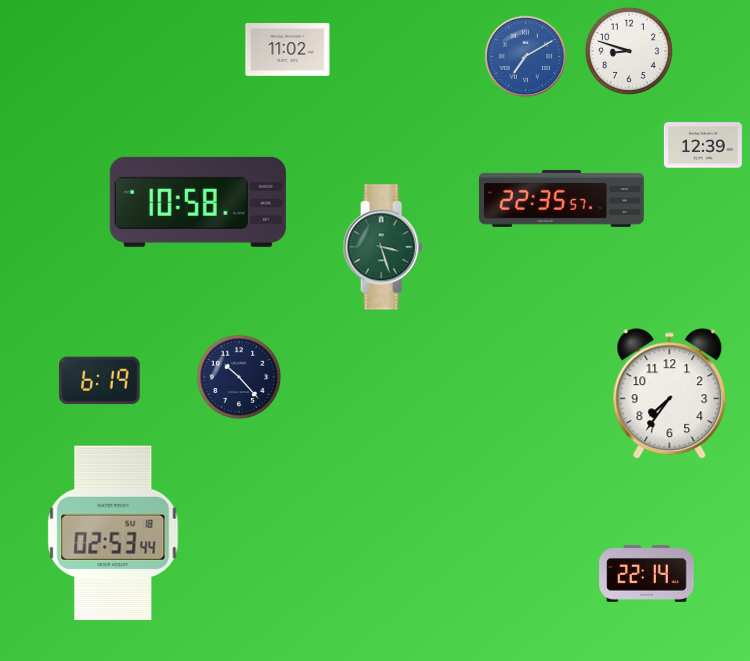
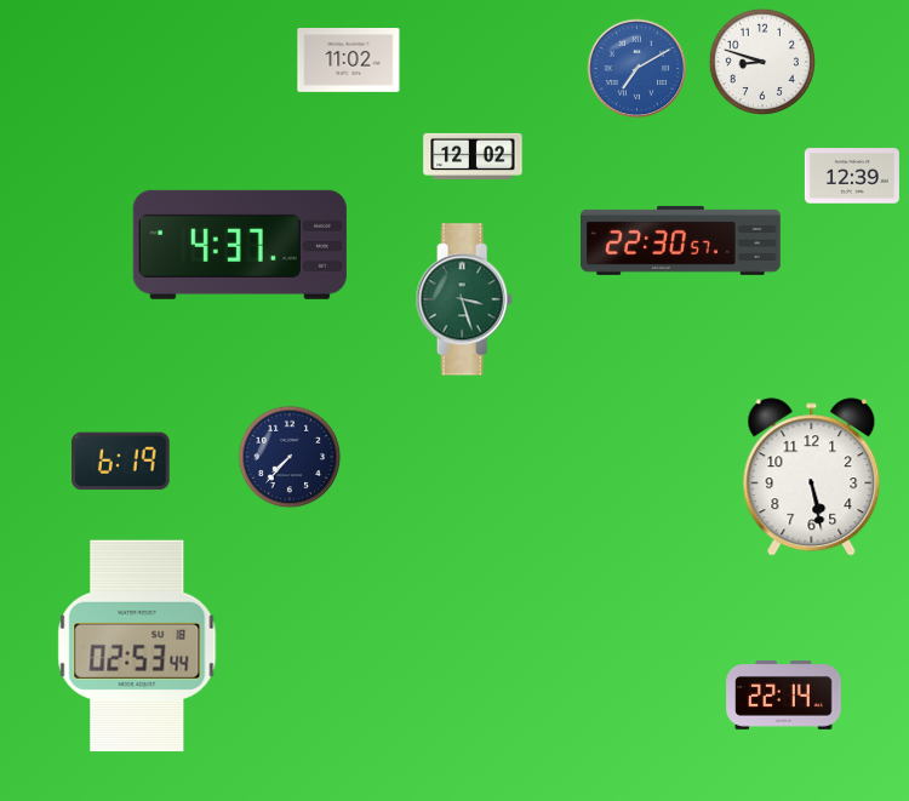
clock at (473, 156): none -> 12:02
clock at (562, 198): 22:35 -> 22:30
clock at (198, 202): 10:58 -> 4:37
clock at (239, 377): 10:23 -> 7:37
clock at (670, 394): 7:36 -> 5:28
